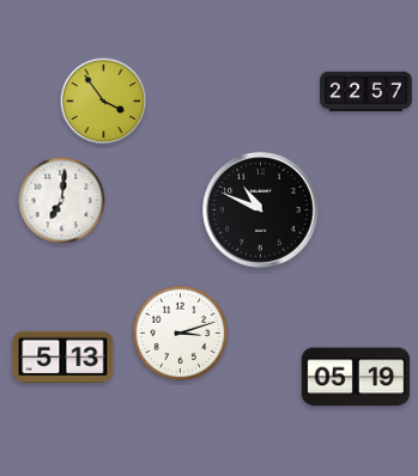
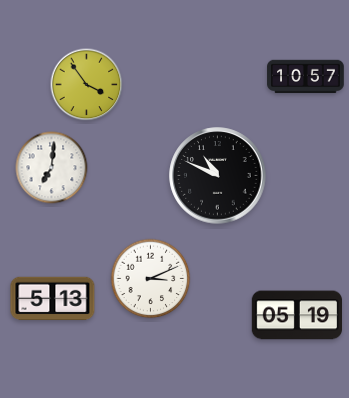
clock at (366, 92): 22:57 -> 10:57
clock at (181, 334): 3:12 -> 3:11
